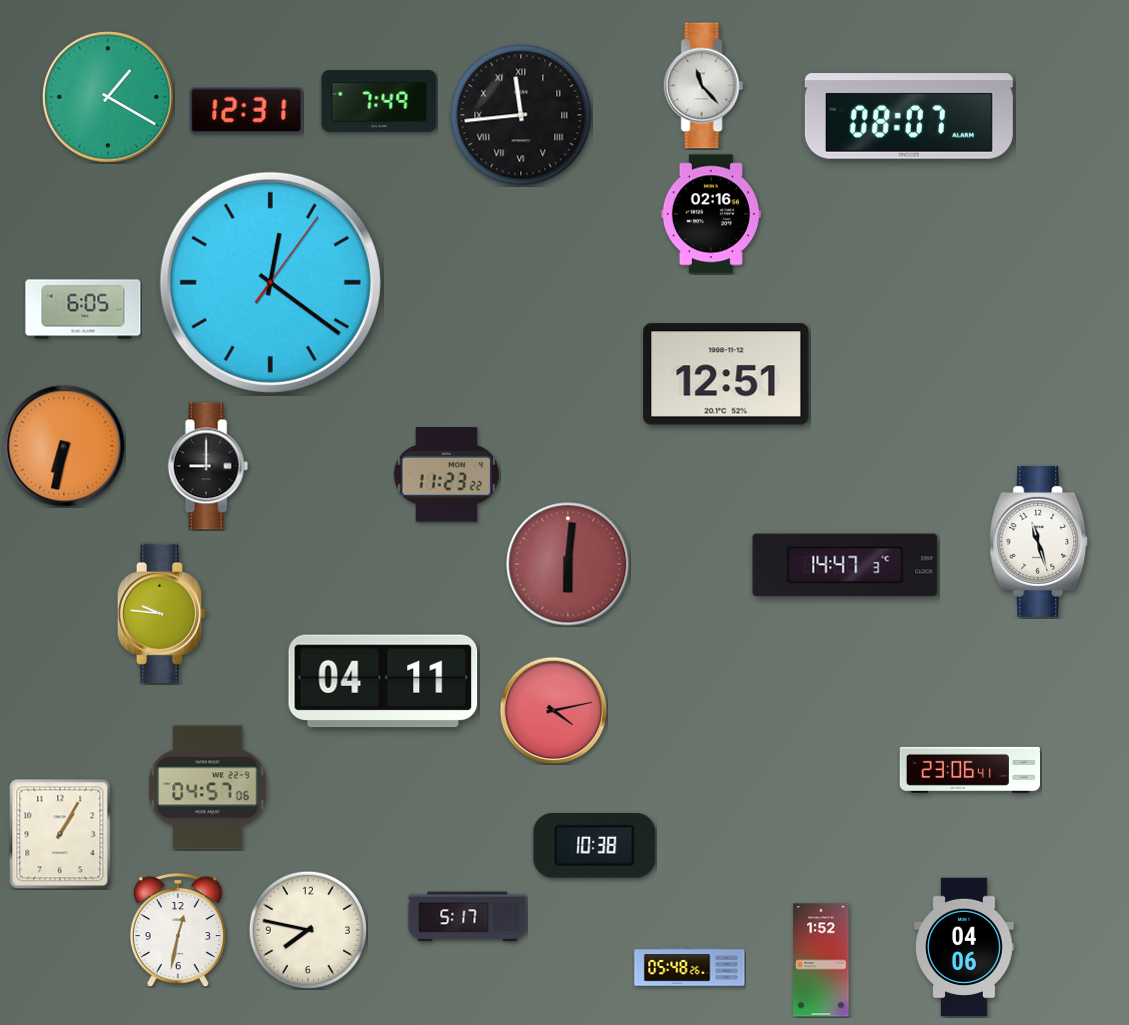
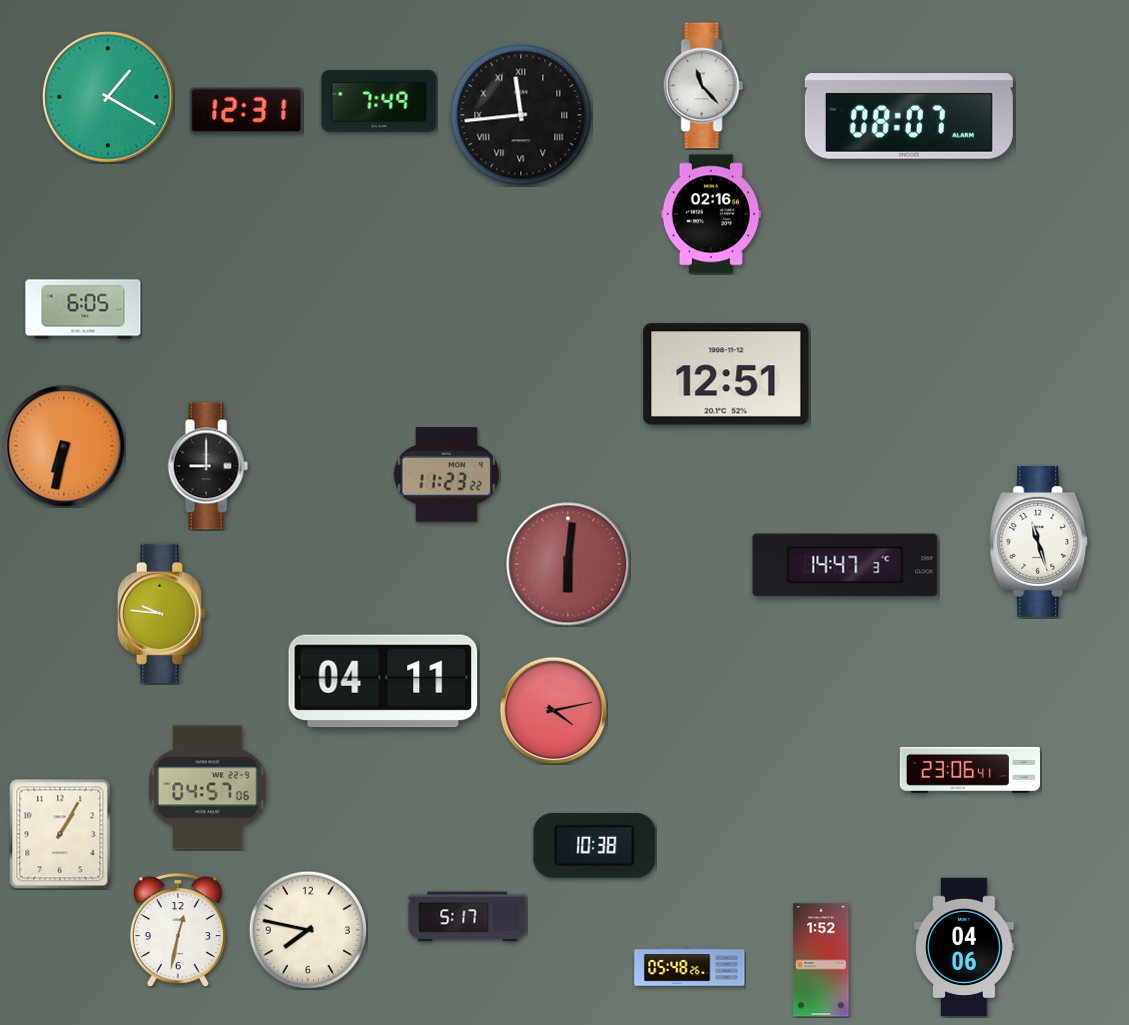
clock at (270, 282): 12:21 -> none
